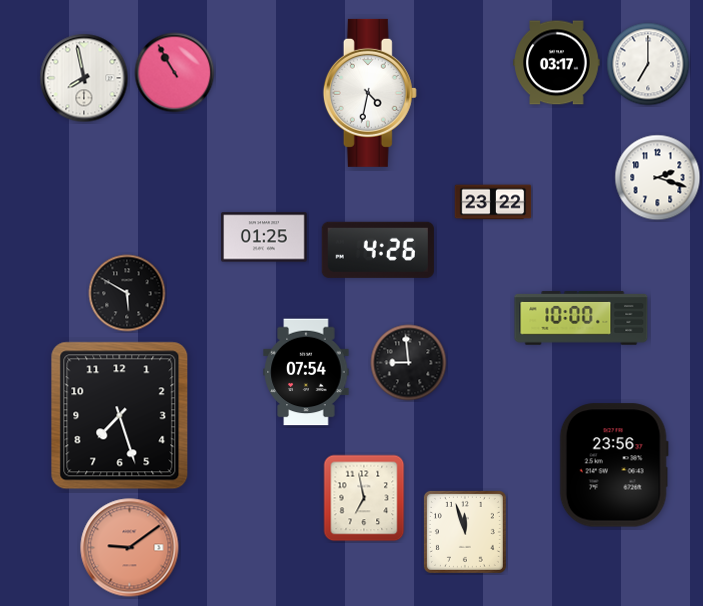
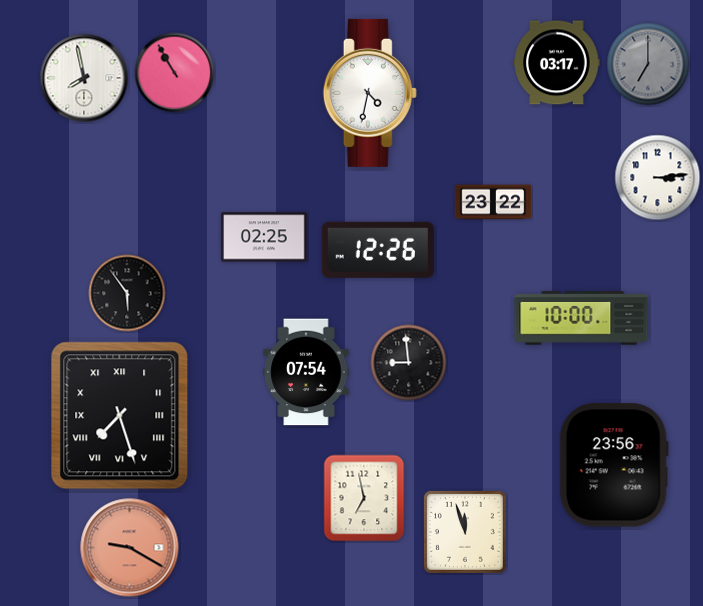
clock at (648, 64) dial: white -> grey
clock at (658, 178): 2:18 -> 3:14
clock at (264, 237): 01:25 -> 02:25
clock at (378, 250): 4:26 -> 12:26
clock at (127, 293): 5:50 -> 5:54
clock at (120, 416) numerals: Arabic -> Roman
clock at (130, 548): 9:09 -> 9:20
